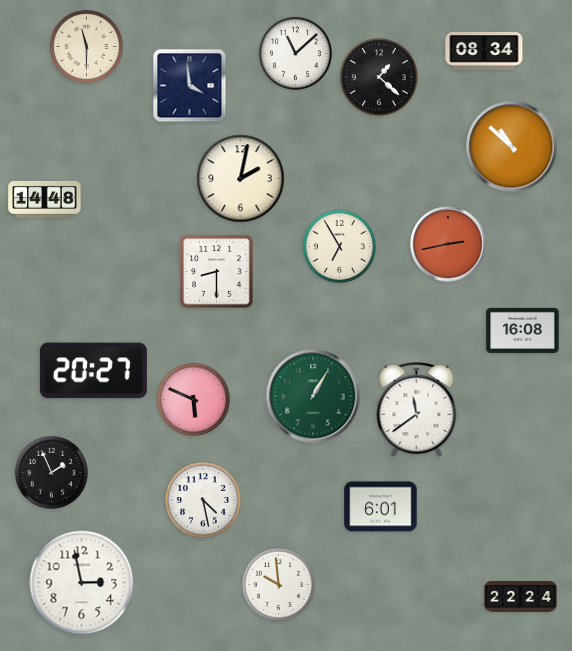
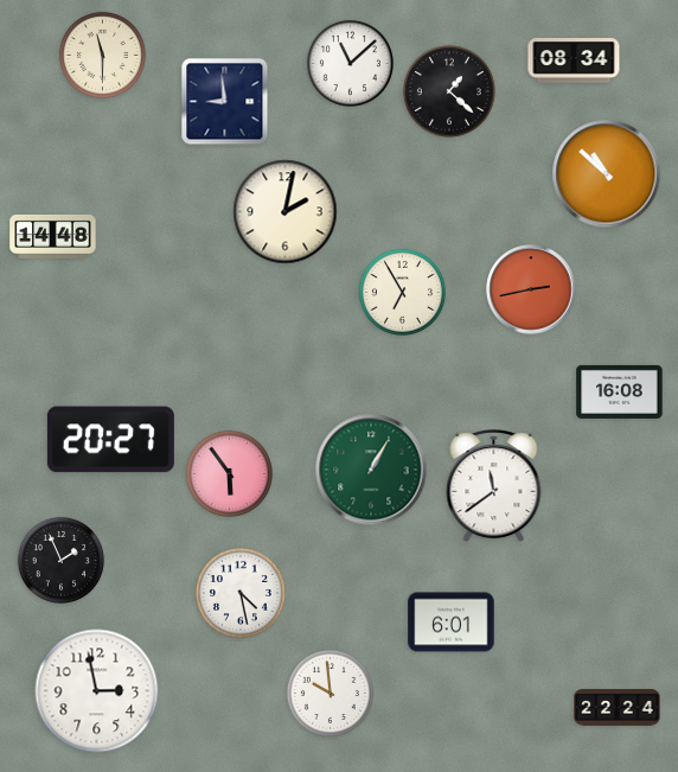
clock at (190, 86): 3:59 -> 8:59
clock at (217, 272): 8:30 -> none
clock at (193, 399): 5:49 -> 5:54
clock at (381, 507) position: (381, 507) -> (452, 623)
